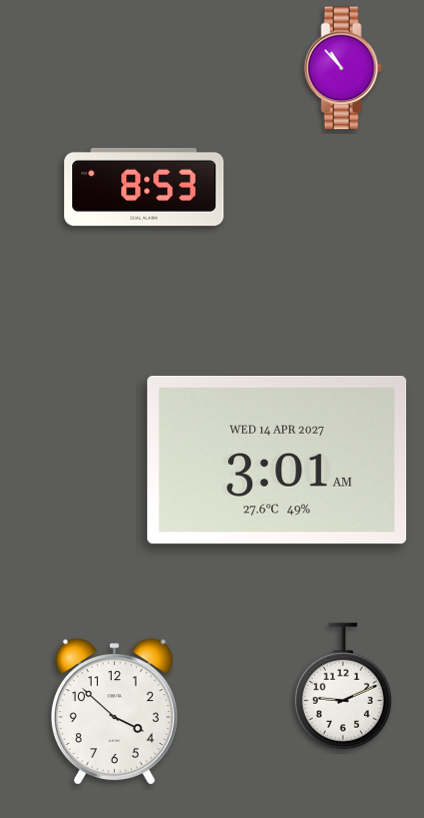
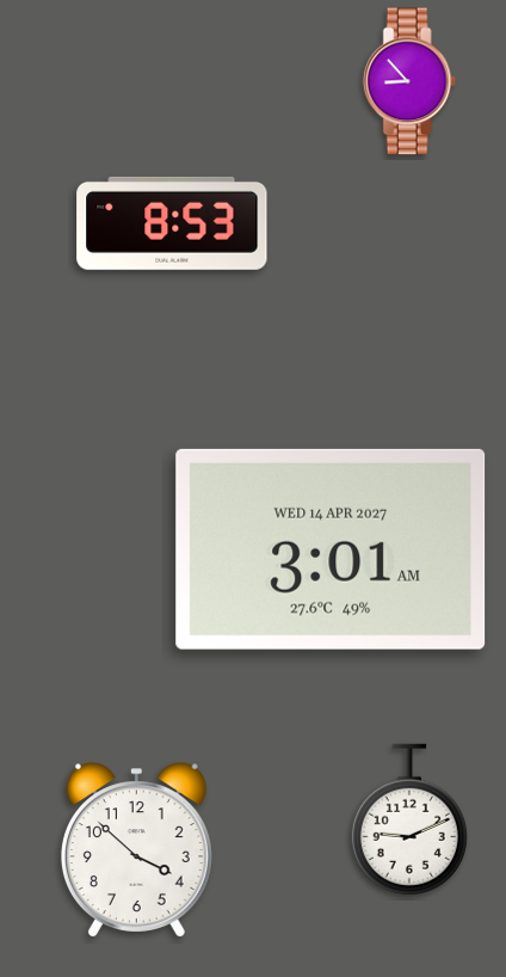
clock at (343, 68): 10:53 -> 8:53
